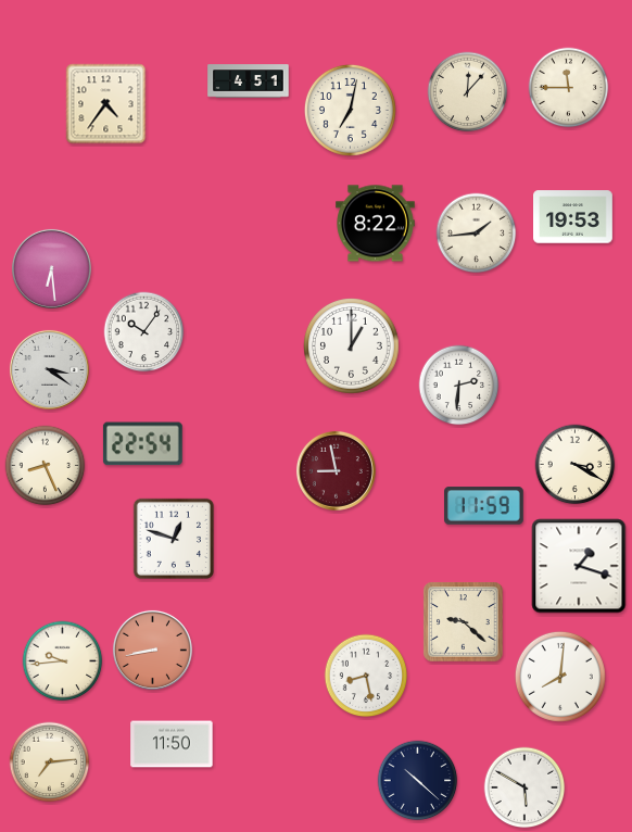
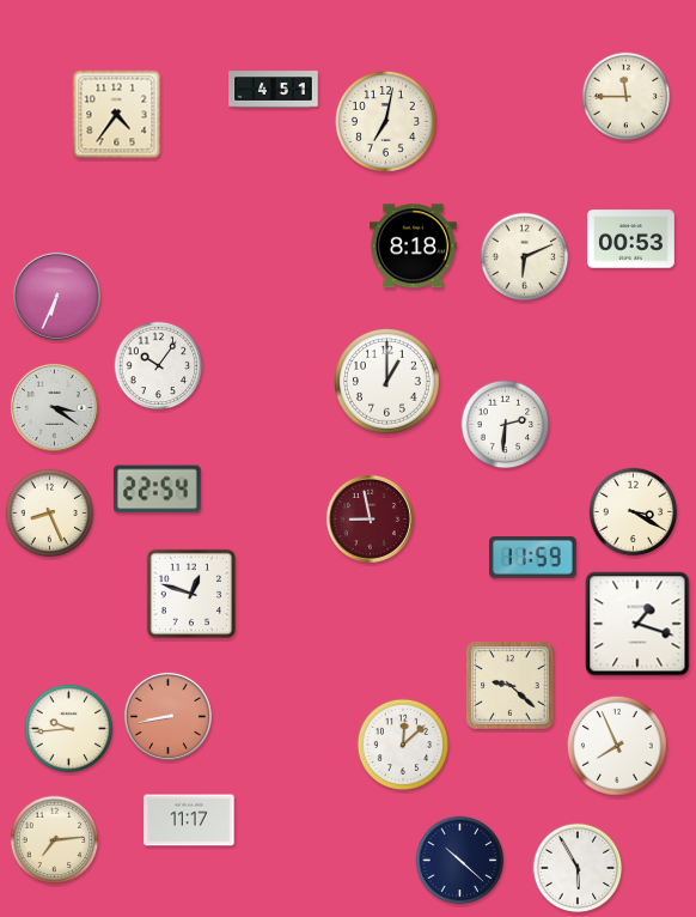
clock at (468, 92): 12:07 -> none
clock at (573, 217): 19:53 -> 00:53
clock at (376, 224): 8:22 -> 8:18
clock at (477, 234): 1:44 -> 6:11
clock at (51, 268): 6:29 -> 6:34
clock at (366, 676): 8:28 -> 12:08
clock at (560, 677): 8:01 -> 7:56
clock at (172, 744): 11:50 -> 11:17
clock at (524, 787): 5:50 -> 5:55
